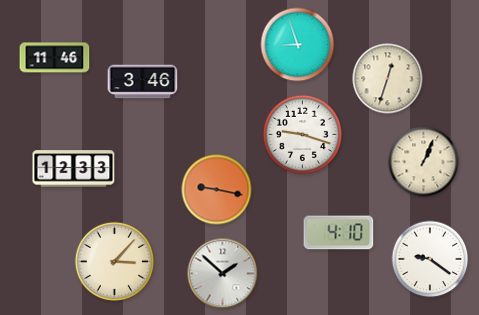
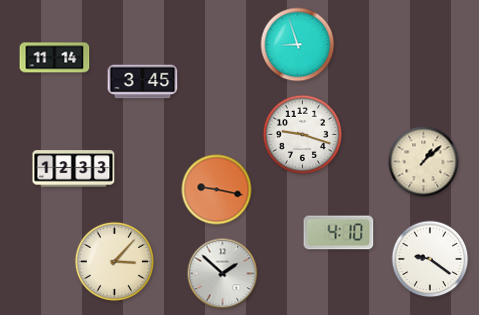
clock at (55, 58): 11:46 -> 11:14
clock at (388, 79): 12:33 -> none
clock at (143, 82): 3:46 -> 3:45
clock at (424, 162): 1:04 -> 1:08
